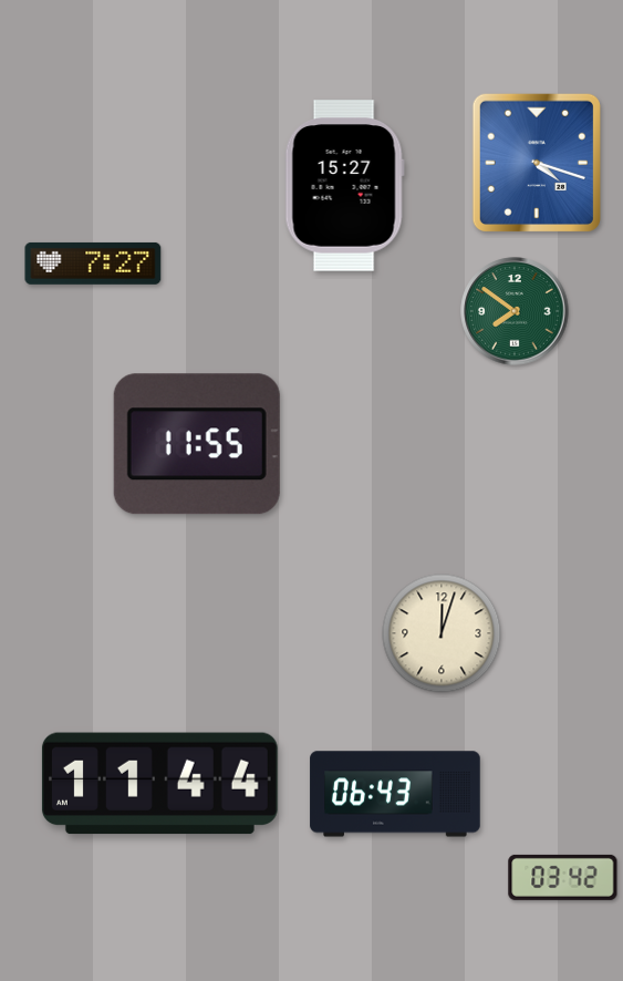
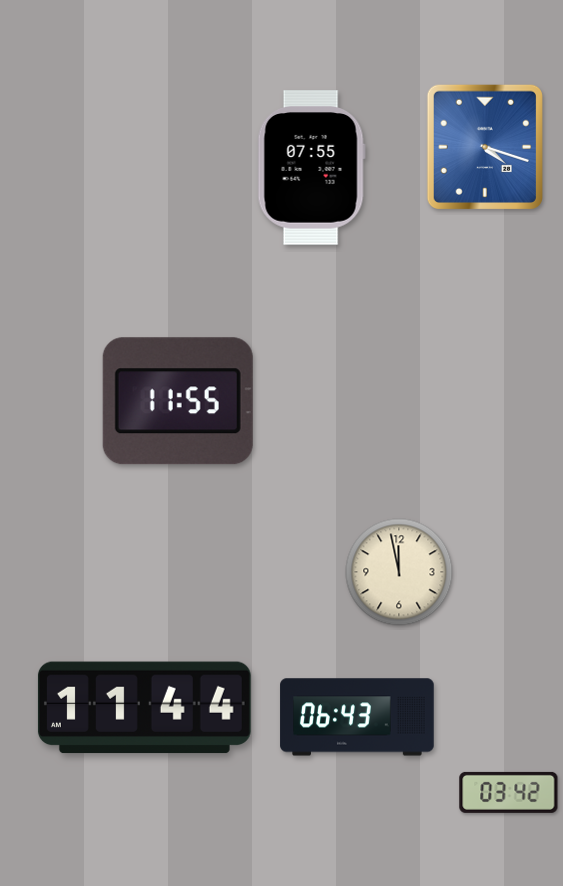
clock at (344, 186): 15:27 -> 07:55
clock at (93, 264): 7:27 -> none
clock at (515, 311): 7:51 -> none
clock at (442, 633): 12:03 -> 11:58
